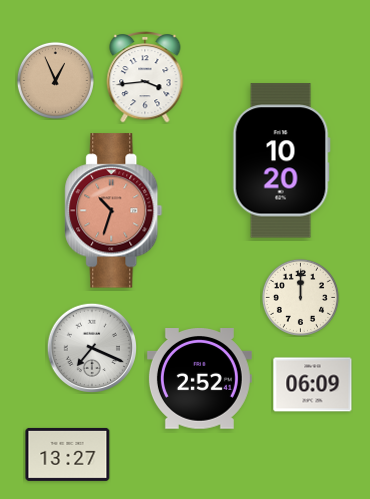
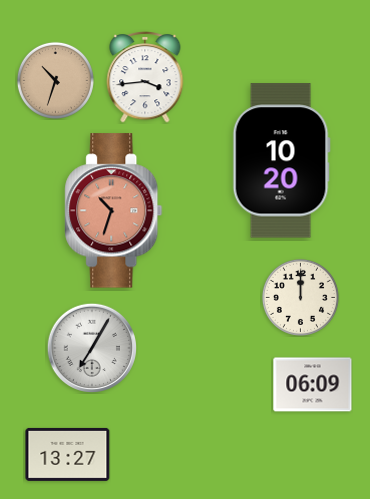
clock at (55, 80): 12:56 -> 10:33
clock at (91, 347): 7:19 -> 7:05
clock at (199, 379): 2:52 -> none
